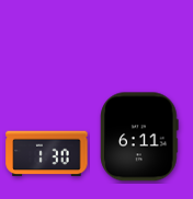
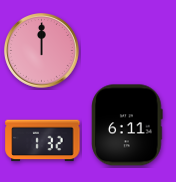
clock at (42, 51): none -> 12:00
clock at (47, 154): 1:30 -> 1:32
